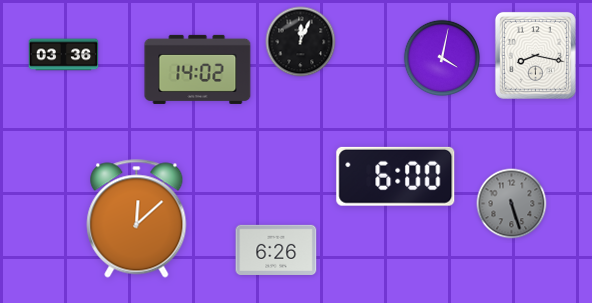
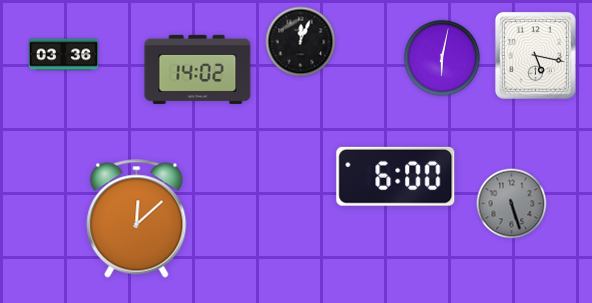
clock at (535, 55): 8:17 -> 5:17
clock at (442, 58): 4:02 -> 6:02
clock at (276, 250): 6:26 -> none
